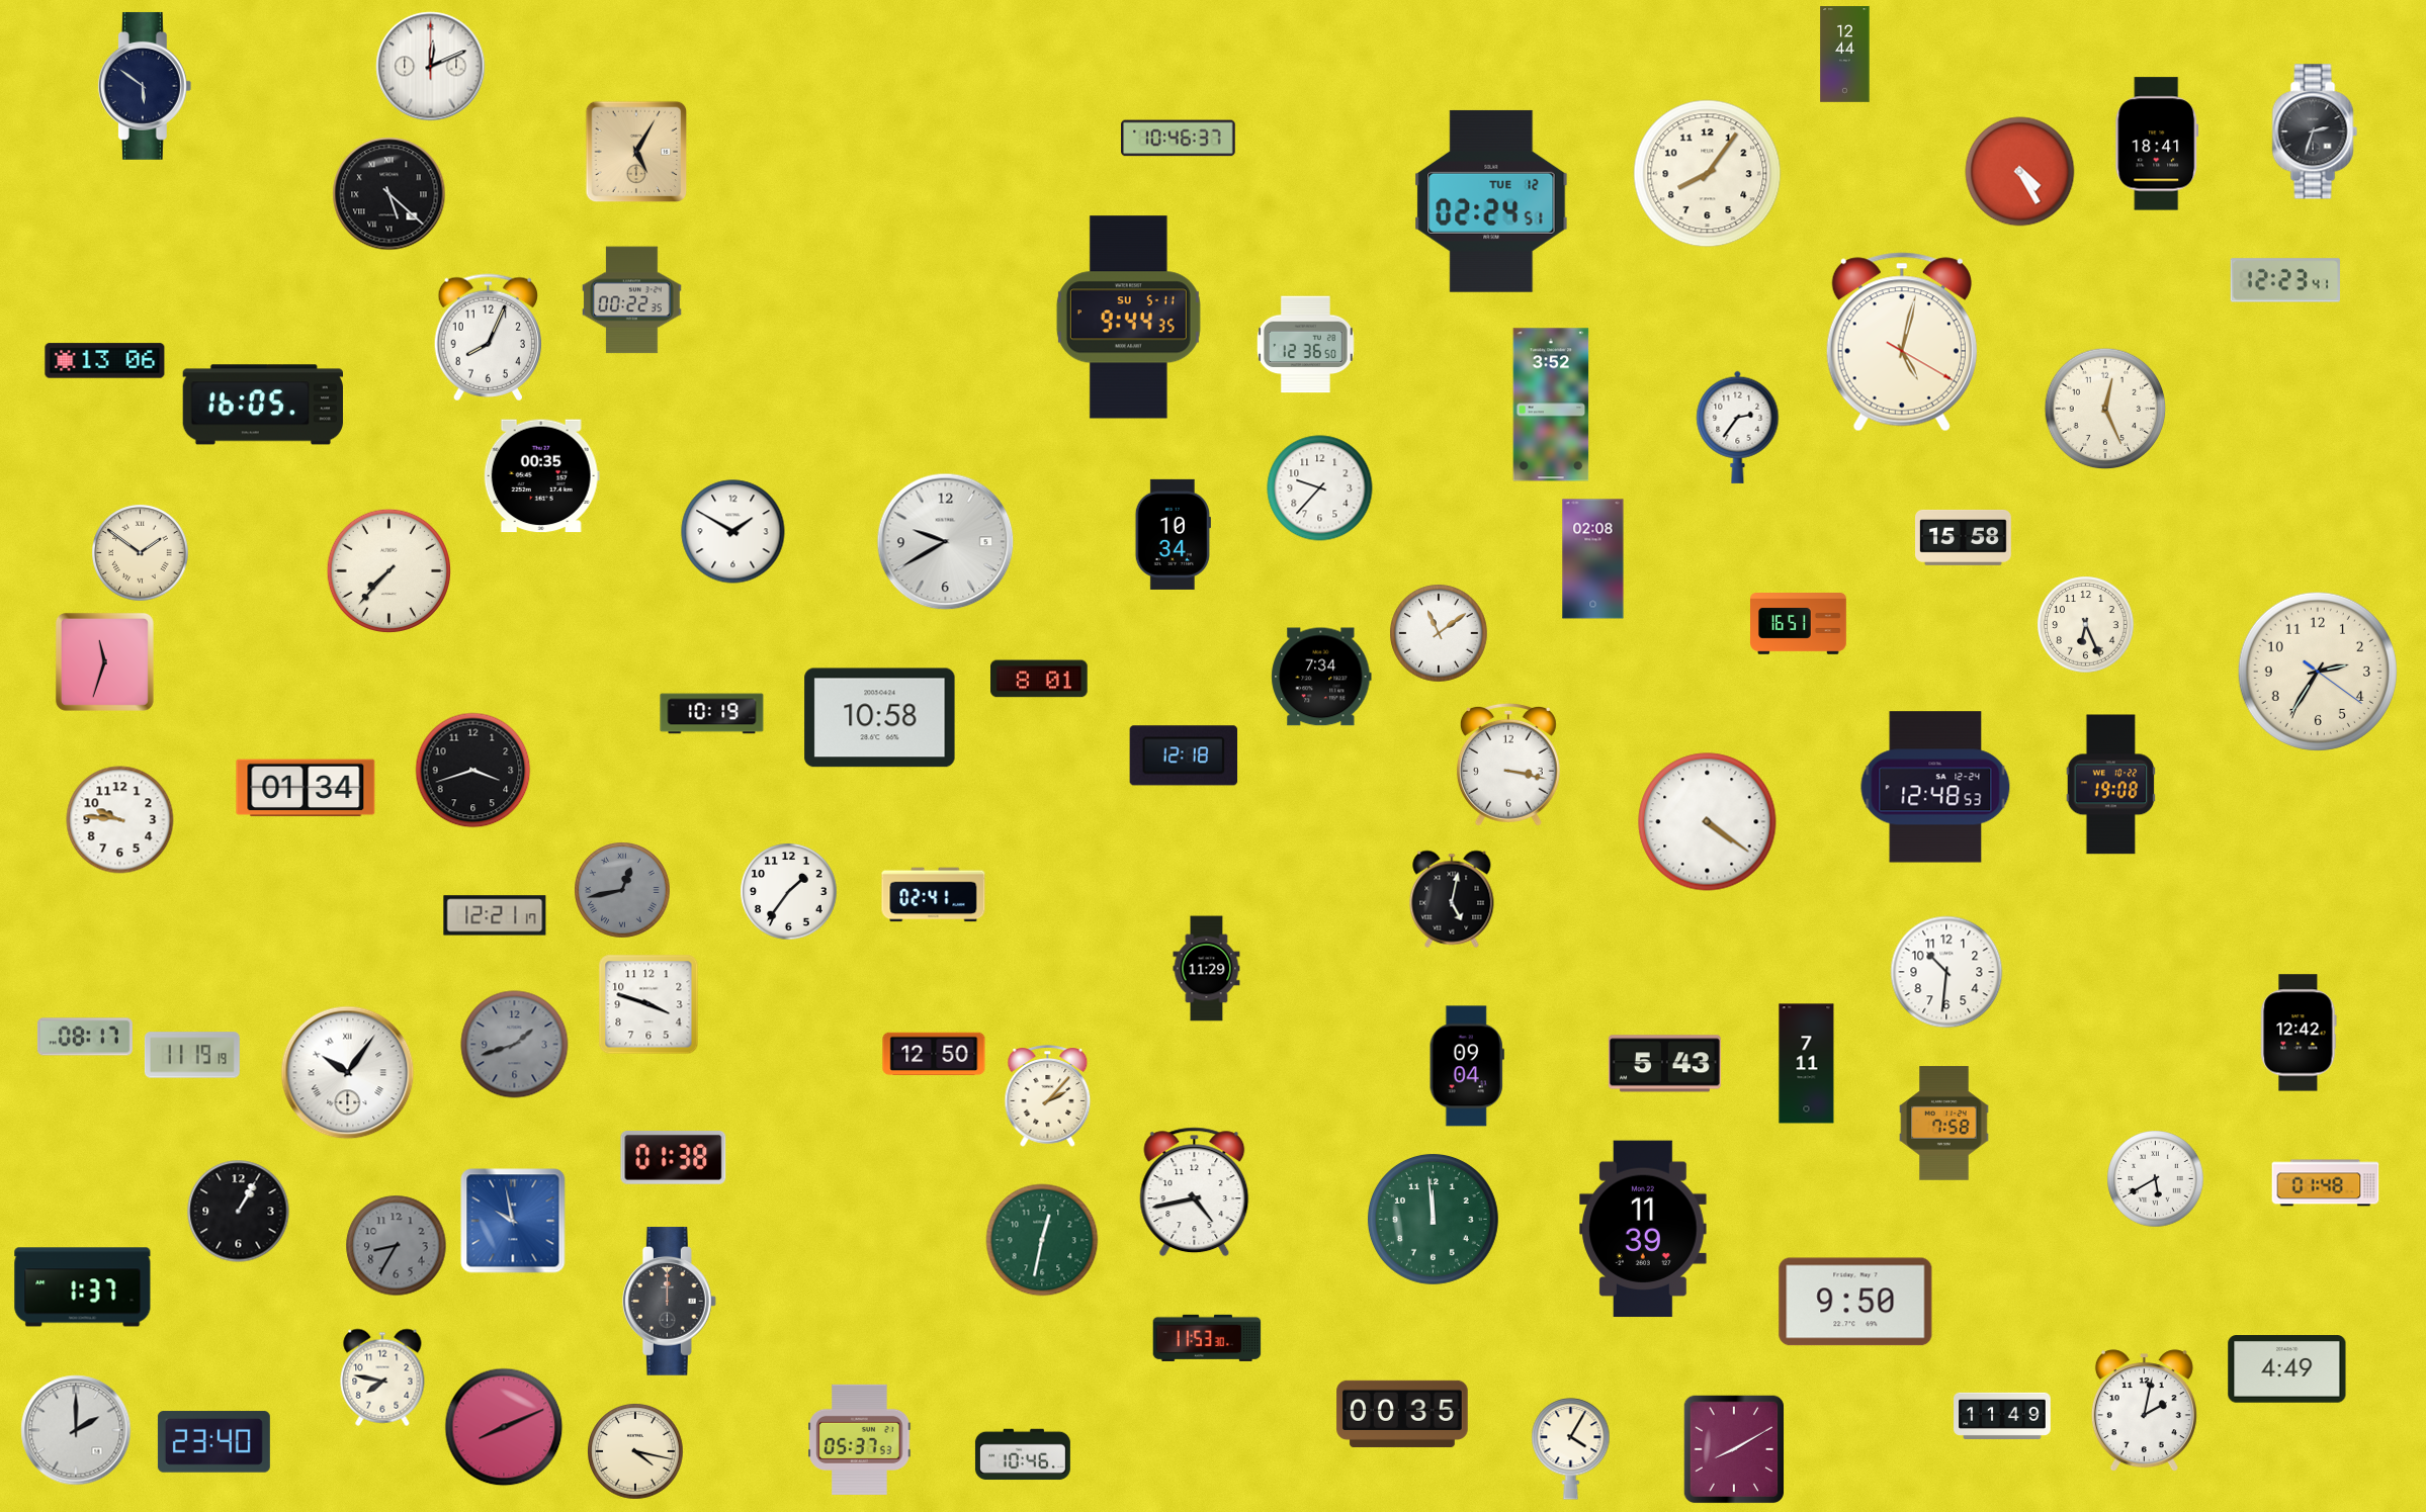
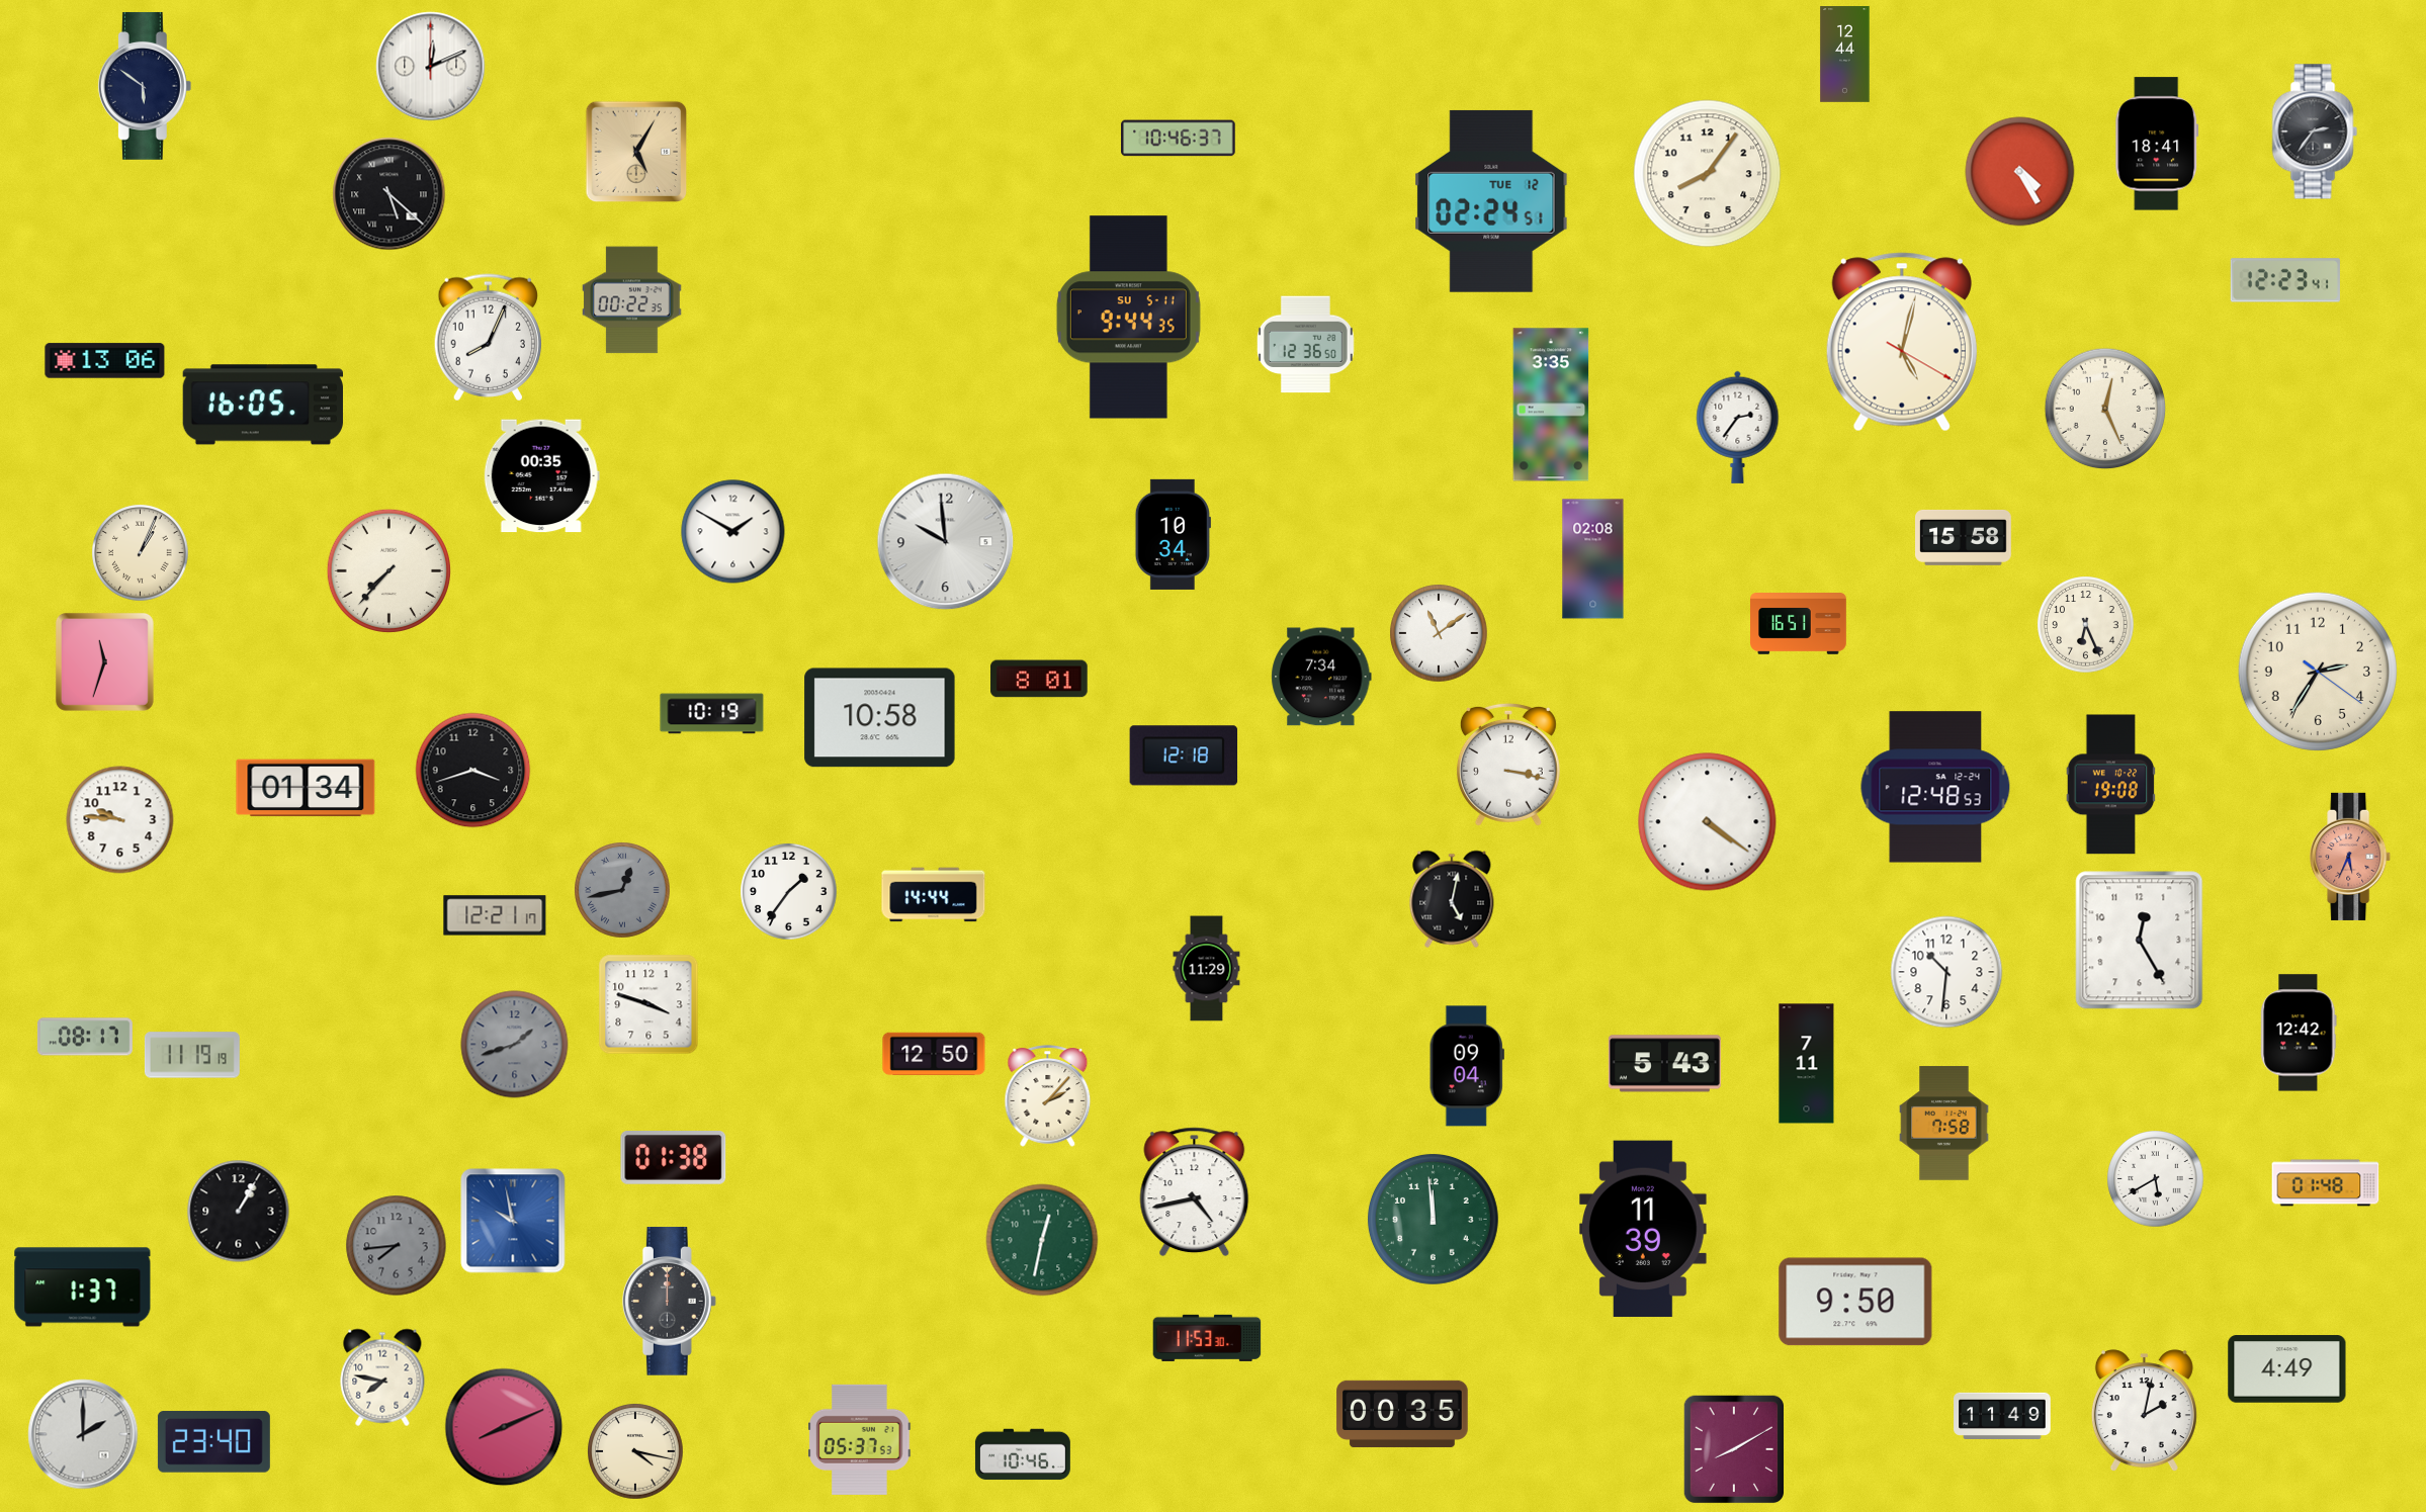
clock at (2315, 131): 2:33 -> 2:36
clock at (1551, 405): 3:52 -> 3:35
clock at (1320, 488): 9:37 -> none
clock at (946, 542): 9:40 -> 9:59
clock at (141, 553): 1:51 -> 1:04
clock at (2351, 857): none -> 5:34
clock at (934, 895): 02:41 -> 14:44
clock at (2140, 941): none -> 12:25
clock at (348, 1073): 10:06 -> none
clock at (397, 1246): 8:35 -> 7:44
clock at (76, 1430) position: (76, 1430) -> (83, 1434)
clock at (1571, 1449): 4:05 -> none
